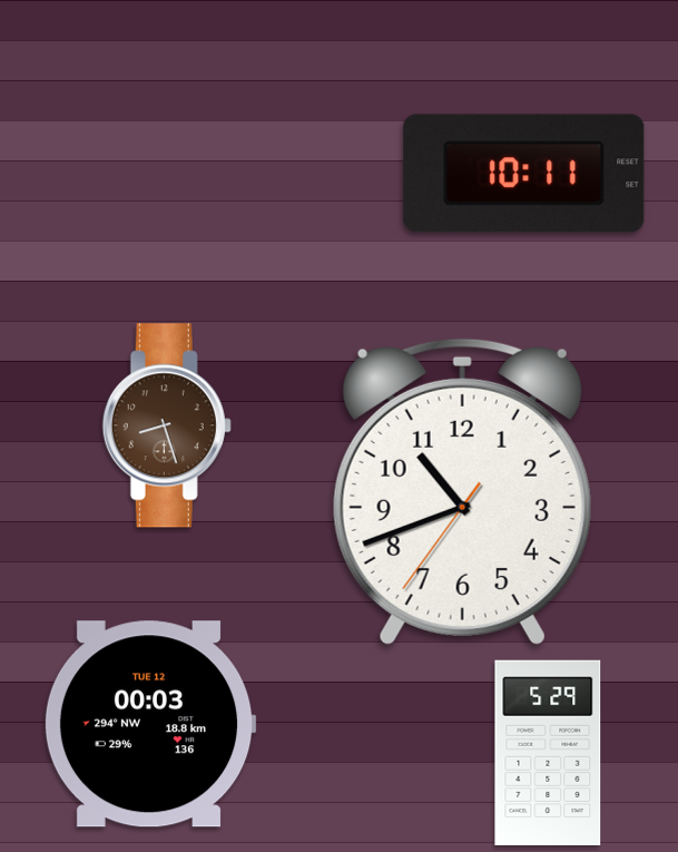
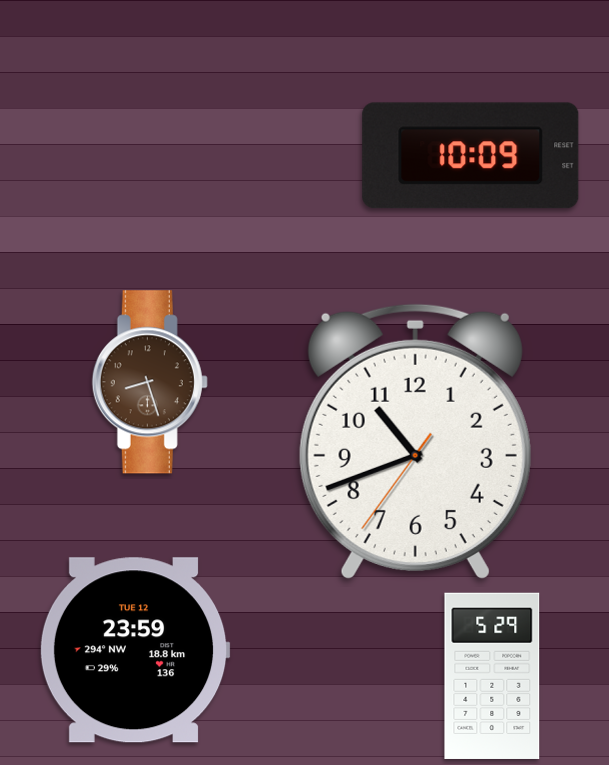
clock at (524, 174): 10:11 -> 10:09
clock at (150, 724): 00:03 -> 23:59
